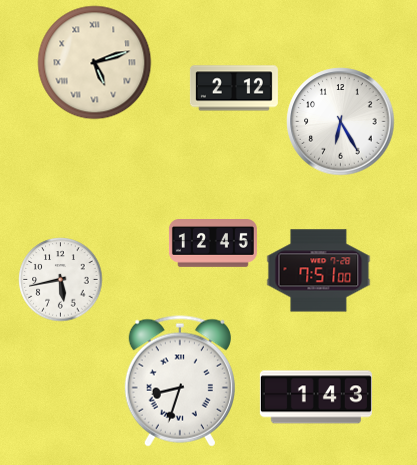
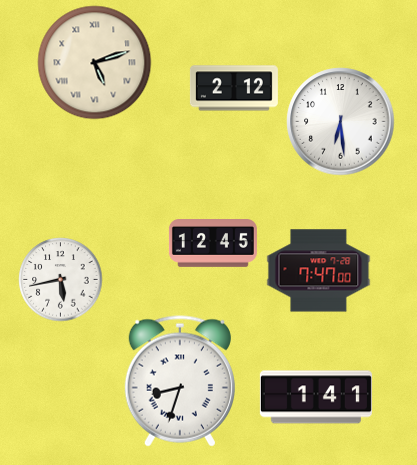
clock at (341, 122): 6:25 -> 6:29
clock at (319, 271): 7:51 -> 7:47
clock at (316, 397): 1:43 -> 1:41
